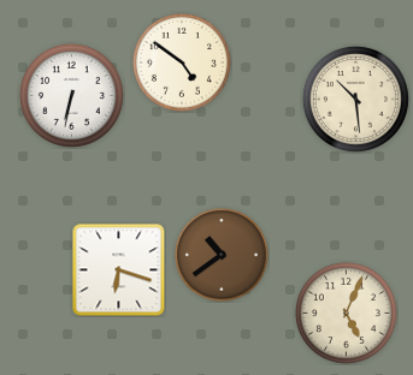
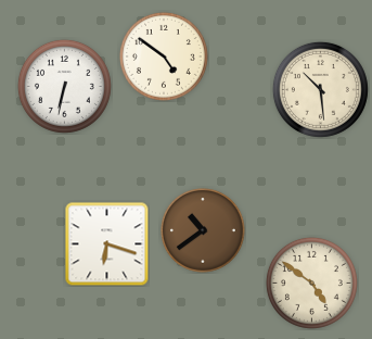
clock at (223, 256) position: (223, 256) -> (204, 231)
clock at (346, 312): 5:04 -> 4:51
